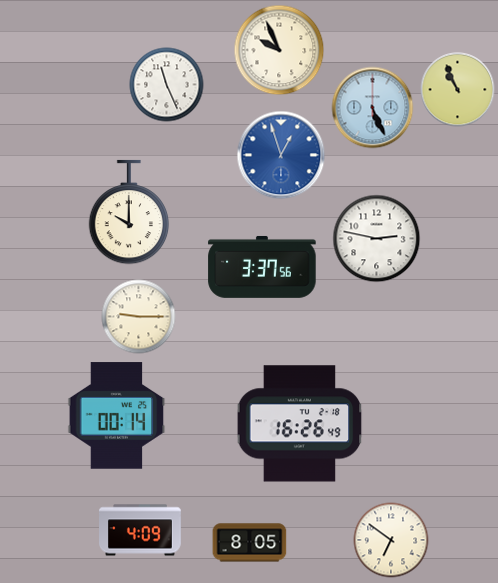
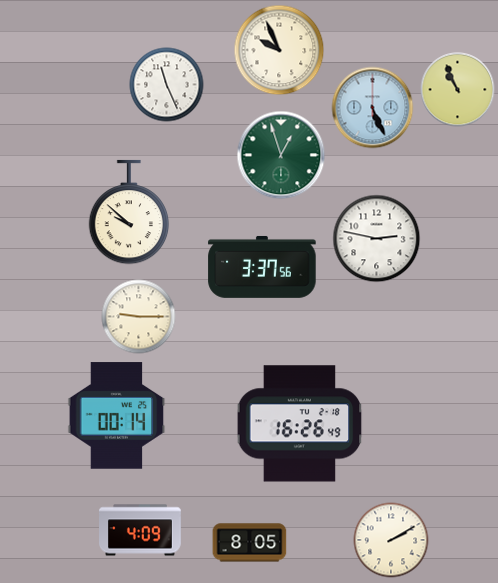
clock at (281, 155) dial: blue -> green
clock at (129, 212): 10:00 -> 9:52
clock at (391, 540): 6:51 -> 2:10
